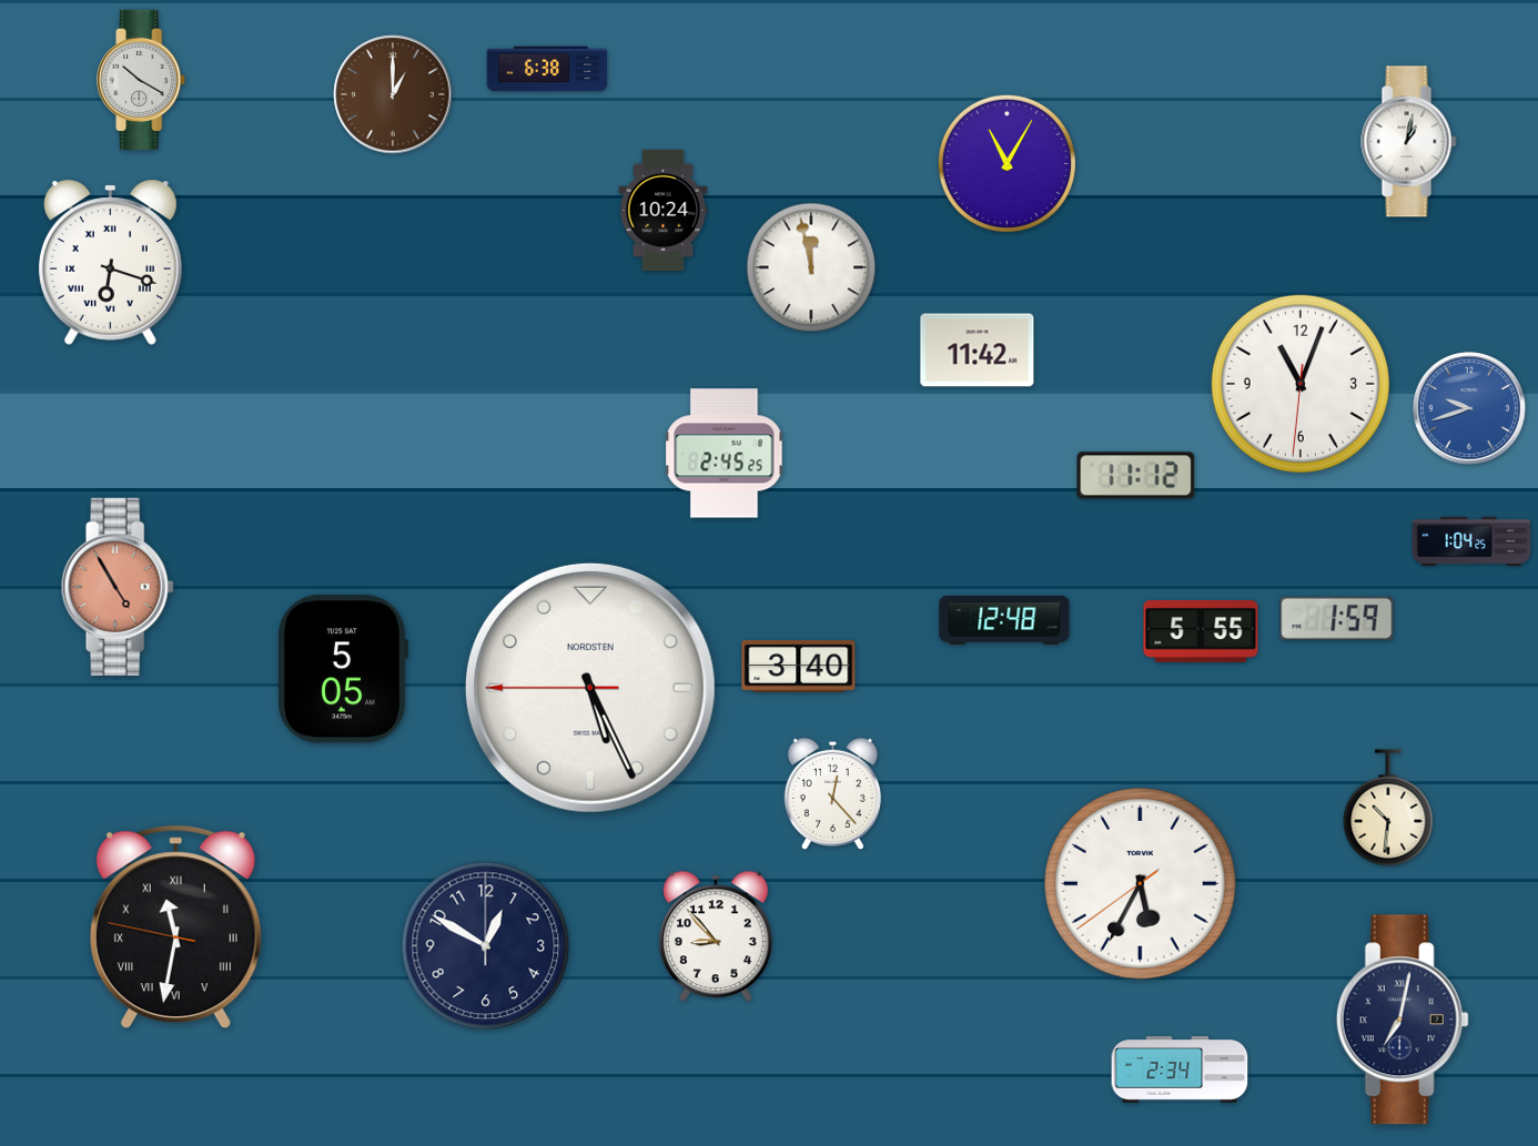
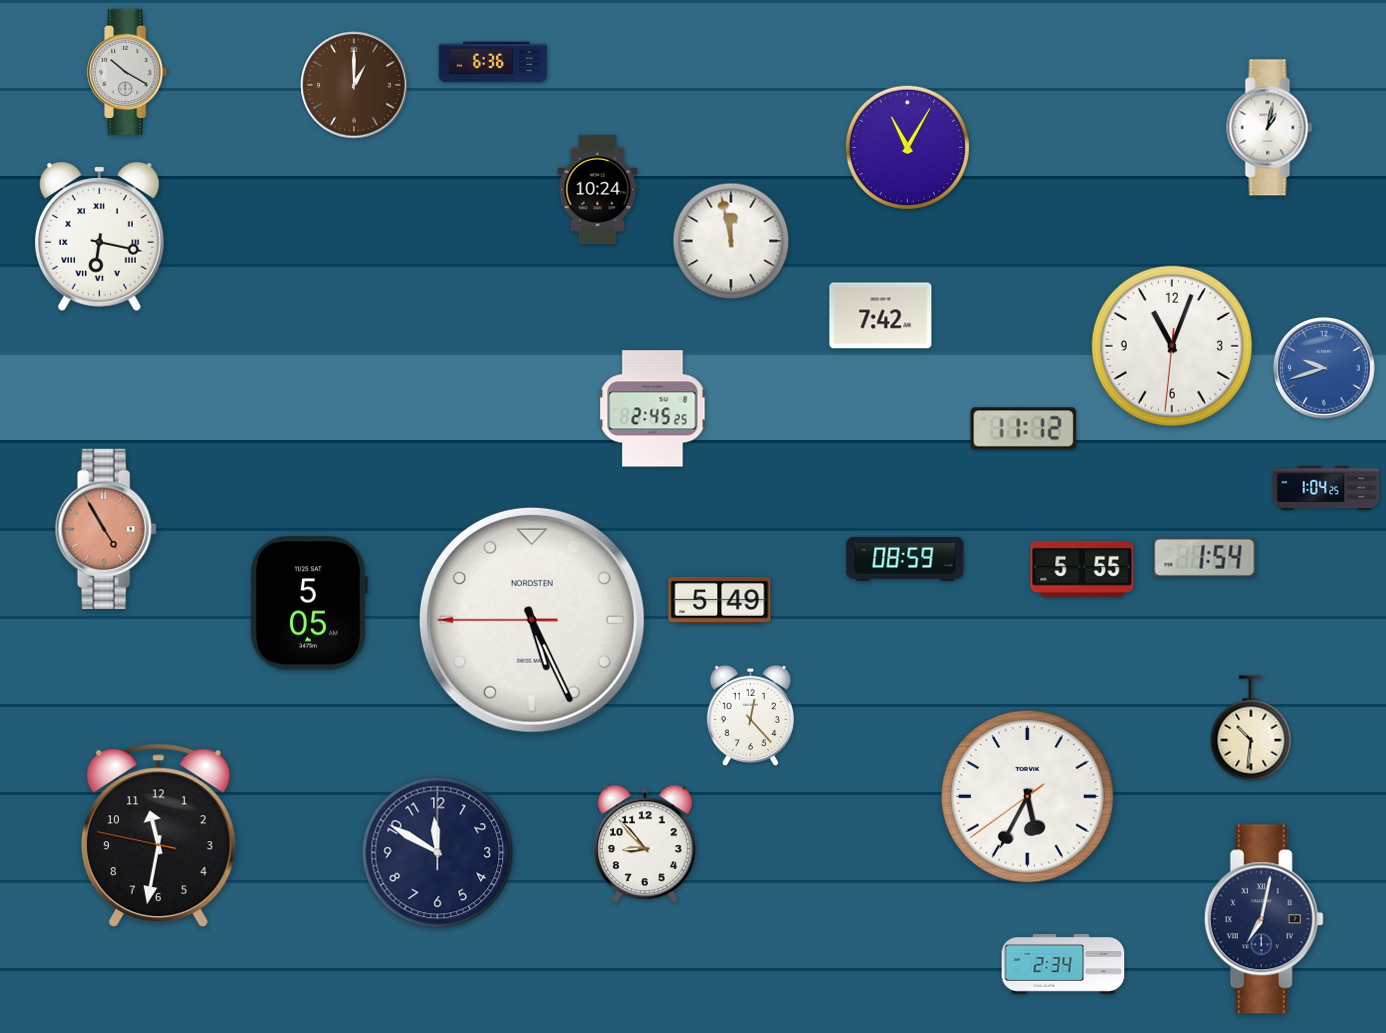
clock at (547, 69): 6:38 -> 6:36
clock at (110, 262): 6:18 -> 6:17
clock at (978, 351): 11:42 -> 7:42
clock at (1337, 618): 1:59 -> 1:54
clock at (1004, 620): 12:48 -> 08:59
clock at (799, 666): 3:40 -> 5:49
clock at (175, 927) numerals: Roman -> Arabic
clock at (486, 946): 12:50 -> 11:50
